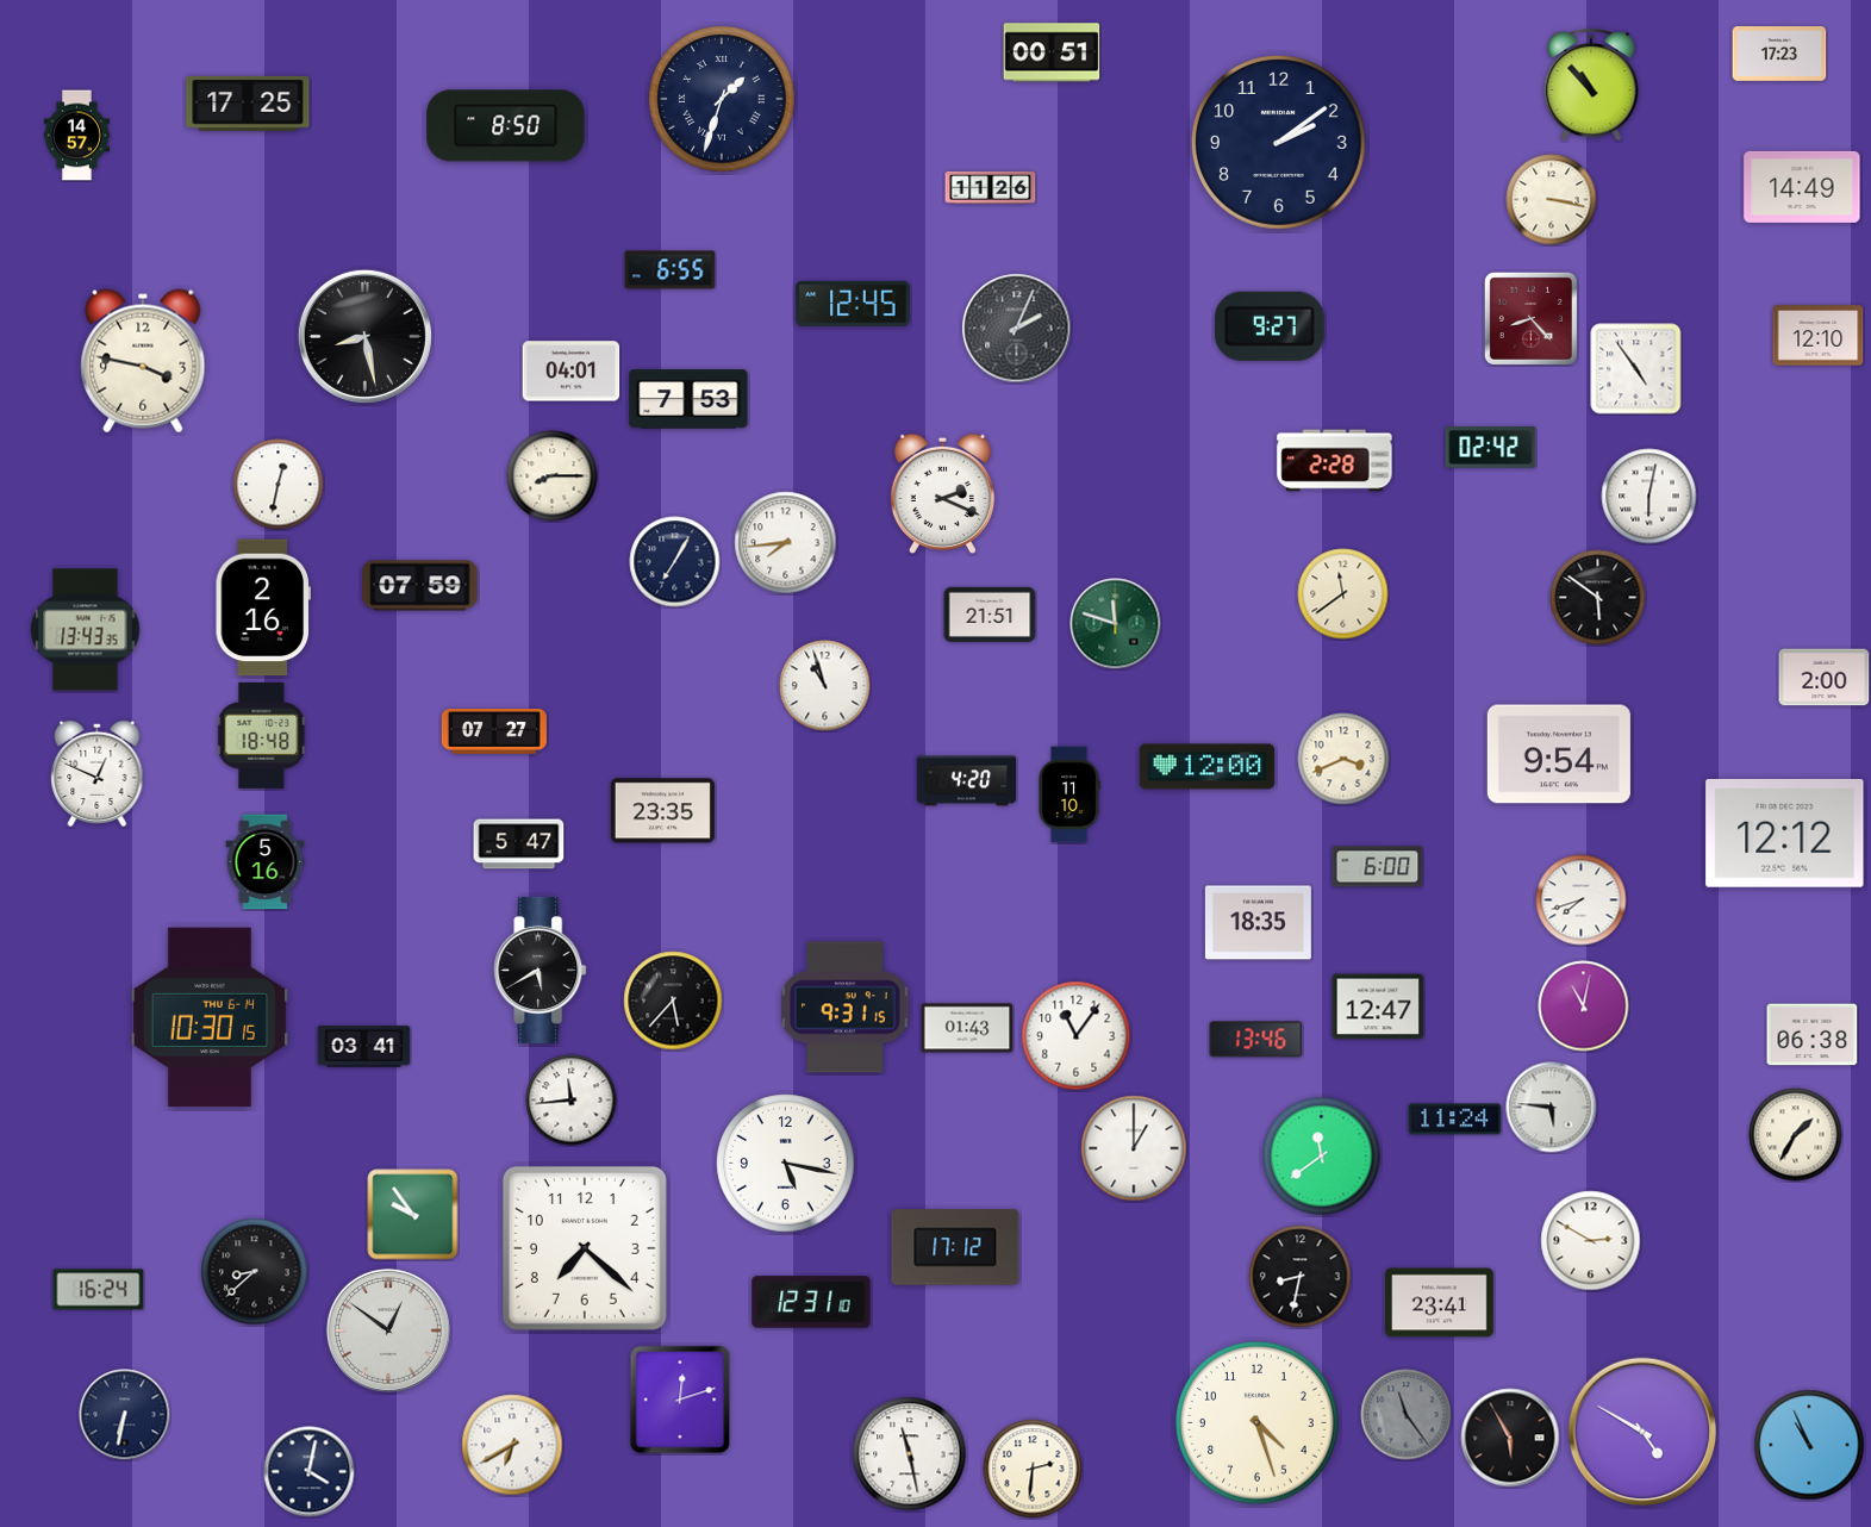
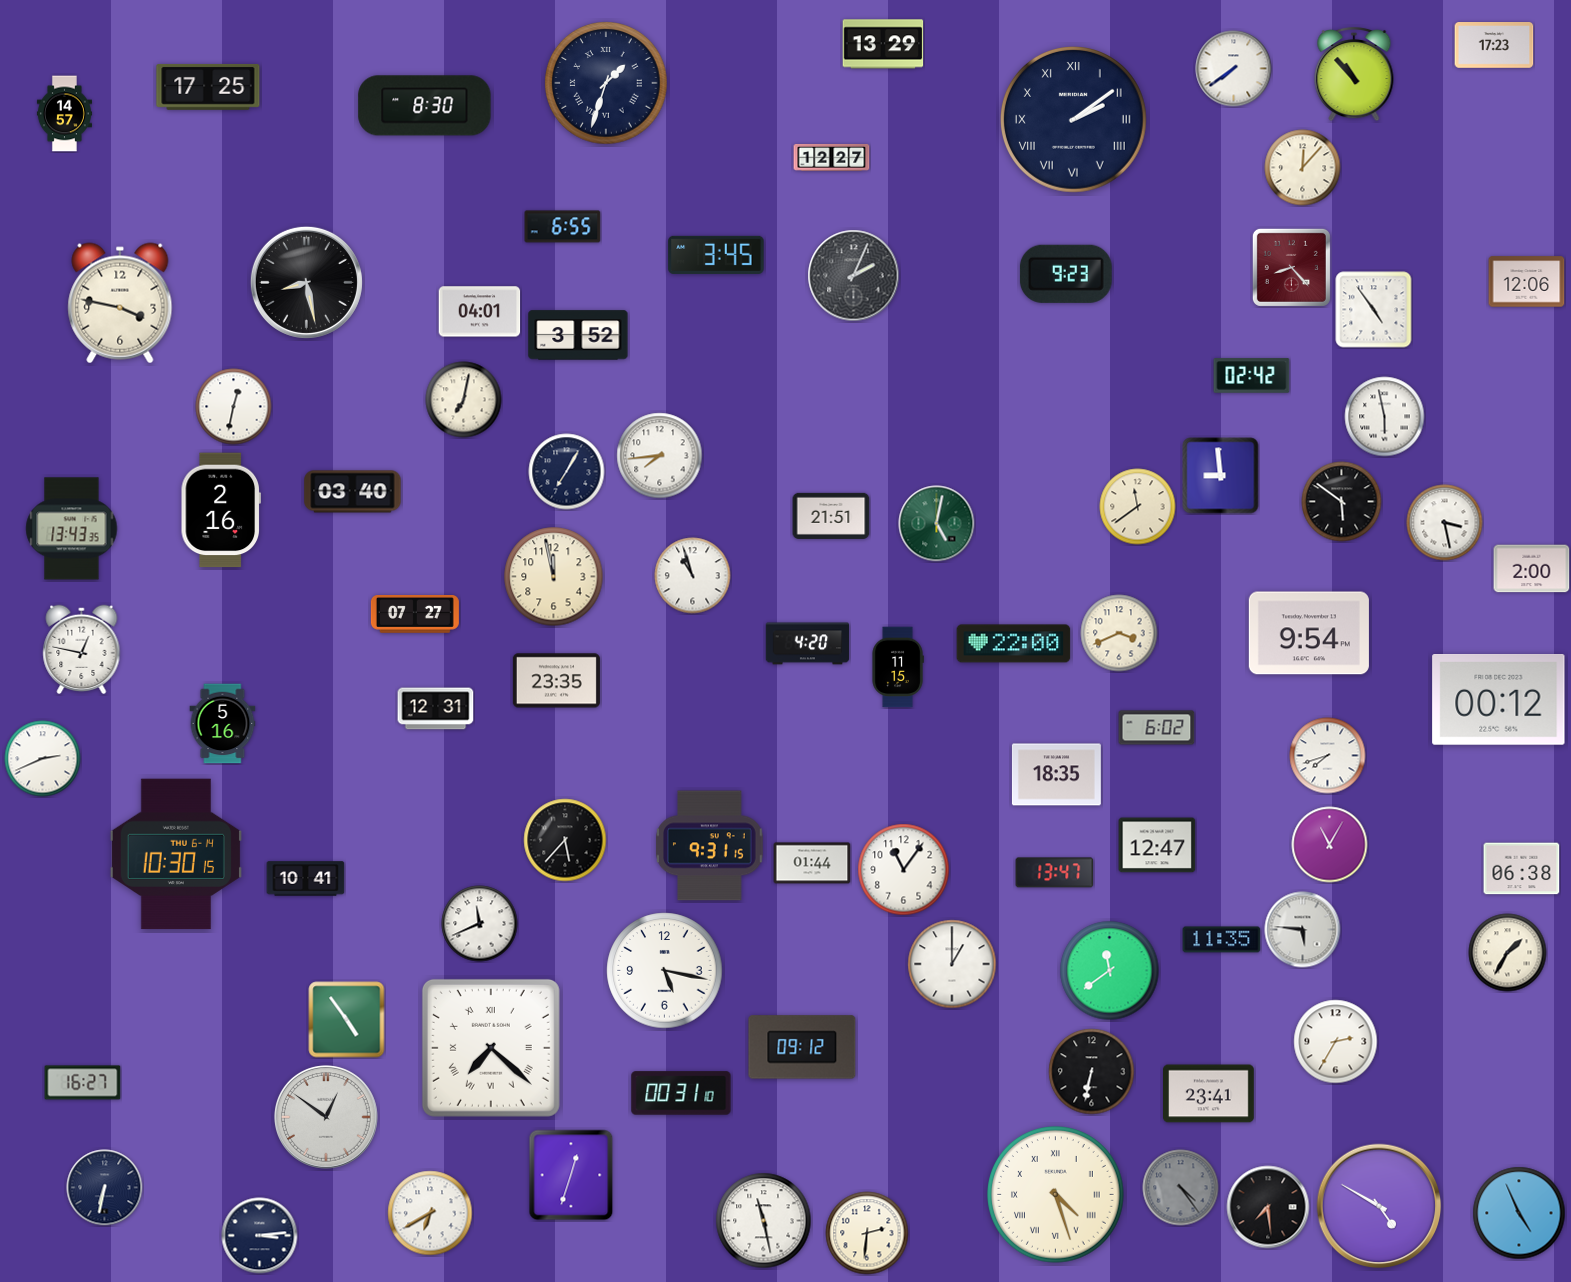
clock at (1052, 52): 00:51 -> 13:29
clock at (1234, 69): none -> 7:39
clock at (1591, 85) position: (1591, 85) -> (1354, 74)
clock at (506, 126): 8:50 -> 8:30
clock at (1279, 143) numerals: Arabic -> Roman
clock at (991, 187): 11:26 -> 12:27
clock at (1802, 187): 14:49 -> none
clock at (1552, 200): 3:17 -> 12:07
clock at (853, 304): 12:45 -> 3:45
clock at (1530, 318) position: (1530, 318) -> (1291, 267)
clock at (1270, 326): 9:27 -> 9:23
clock at (1819, 336): 12:10 -> 12:06
clock at (688, 399): 7:53 -> 3:52
clock at (1335, 461): 2:28 -> none
clock at (553, 476): 8:15 -> 7:02
clock at (942, 493): 2:19 -> none
clock at (1649, 497): 6:02 -> 5:58
clock at (1221, 476): none -> 8:59
clock at (420, 586): 07:59 -> 03:40
clock at (1343, 594) position: (1343, 594) -> (1138, 507)
clock at (1445, 523): none -> 3:28
clock at (1116, 624): 11:48 -> 5:02
clock at (554, 577): none -> 11:58
clock at (262, 735): 18:48 -> none
clock at (1343, 759) position: (1343, 759) -> (1119, 633)
clock at (1208, 767): 12:00 -> 22:00
clock at (98, 774): 12:49 -> 12:47
clock at (967, 781) position: (967, 781) -> (808, 644)
clock at (1069, 794): 11:10 -> 11:15
clock at (1785, 834): 12:12 -> 00:12
clock at (519, 844): 5:47 -> 12:31
clock at (1378, 867): 6:00 -> 6:02
clock at (43, 759): none -> 2:41
clock at (541, 970): 5:40 -> none
clock at (1584, 1006): 11:02 -> 11:05
clock at (967, 1028): 01:43 -> 01:44
clock at (1256, 1040): 13:46 -> 13:47
clock at (364, 1047): 03:41 -> 10:41
clock at (572, 1101): 11:44 -> 11:41
clock at (1455, 1120): 11:24 -> 11:35
clock at (786, 1164) position: (786, 1164) -> (665, 971)
clock at (413, 1215): 9:54 -> 4:54
clock at (1591, 1241): 2:50 -> 2:35
clock at (955, 1247): 17:12 -> 09:12
clock at (585, 1248) numerals: Arabic -> Roman
clock at (255, 1272): 8:38 -> none
clock at (1301, 1277): 8:32 -> 6:32
clock at (99, 1290): 16:24 -> 16:27
clock at (811, 1302): 12:31 -> 00:31
clock at (680, 1400): 12:12 -> 12:33
clock at (1407, 1415): 11:24 -> 4:24
clock at (1258, 1423) numerals: Arabic -> Roman
clock at (1642, 1432) position: (1642, 1432) -> (1379, 1206)
clock at (1510, 1438): 5:55 -> 7:29
clock at (1809, 1445): 10:56 -> 4:56
clock at (310, 1472): 4:02 -> 3:14
